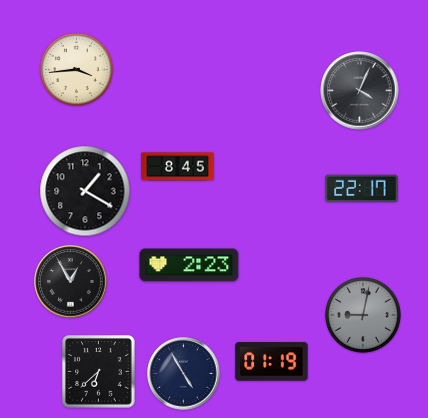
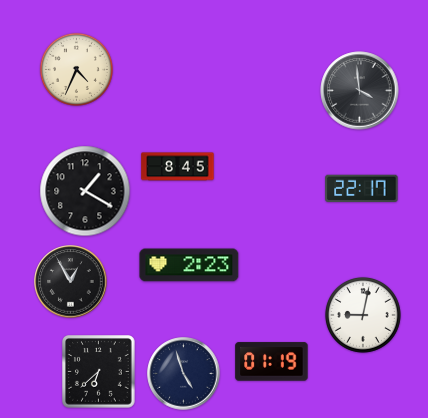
clock at (76, 69): 3:44 -> 4:34
clock at (360, 91): 4:04 -> 3:59
clock at (363, 315) dial: grey -> white
clock at (184, 374): 4:55 -> 4:57
